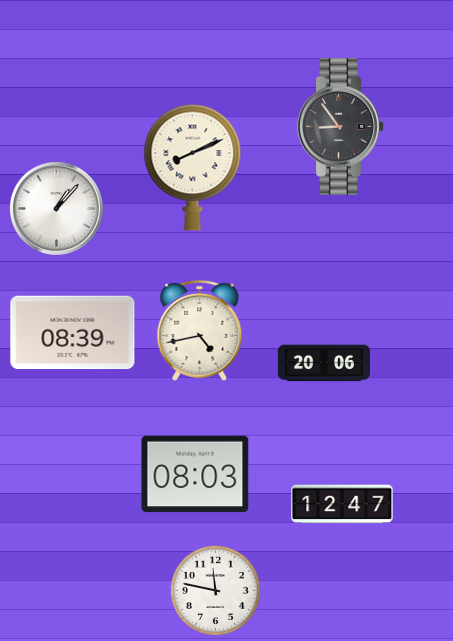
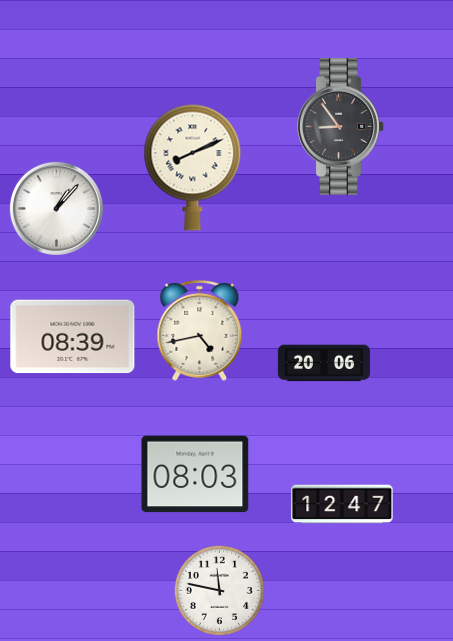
clock at (73, 333) position: (73, 333) -> (73, 337)
clock at (215, 590) position: (215, 590) -> (219, 590)
